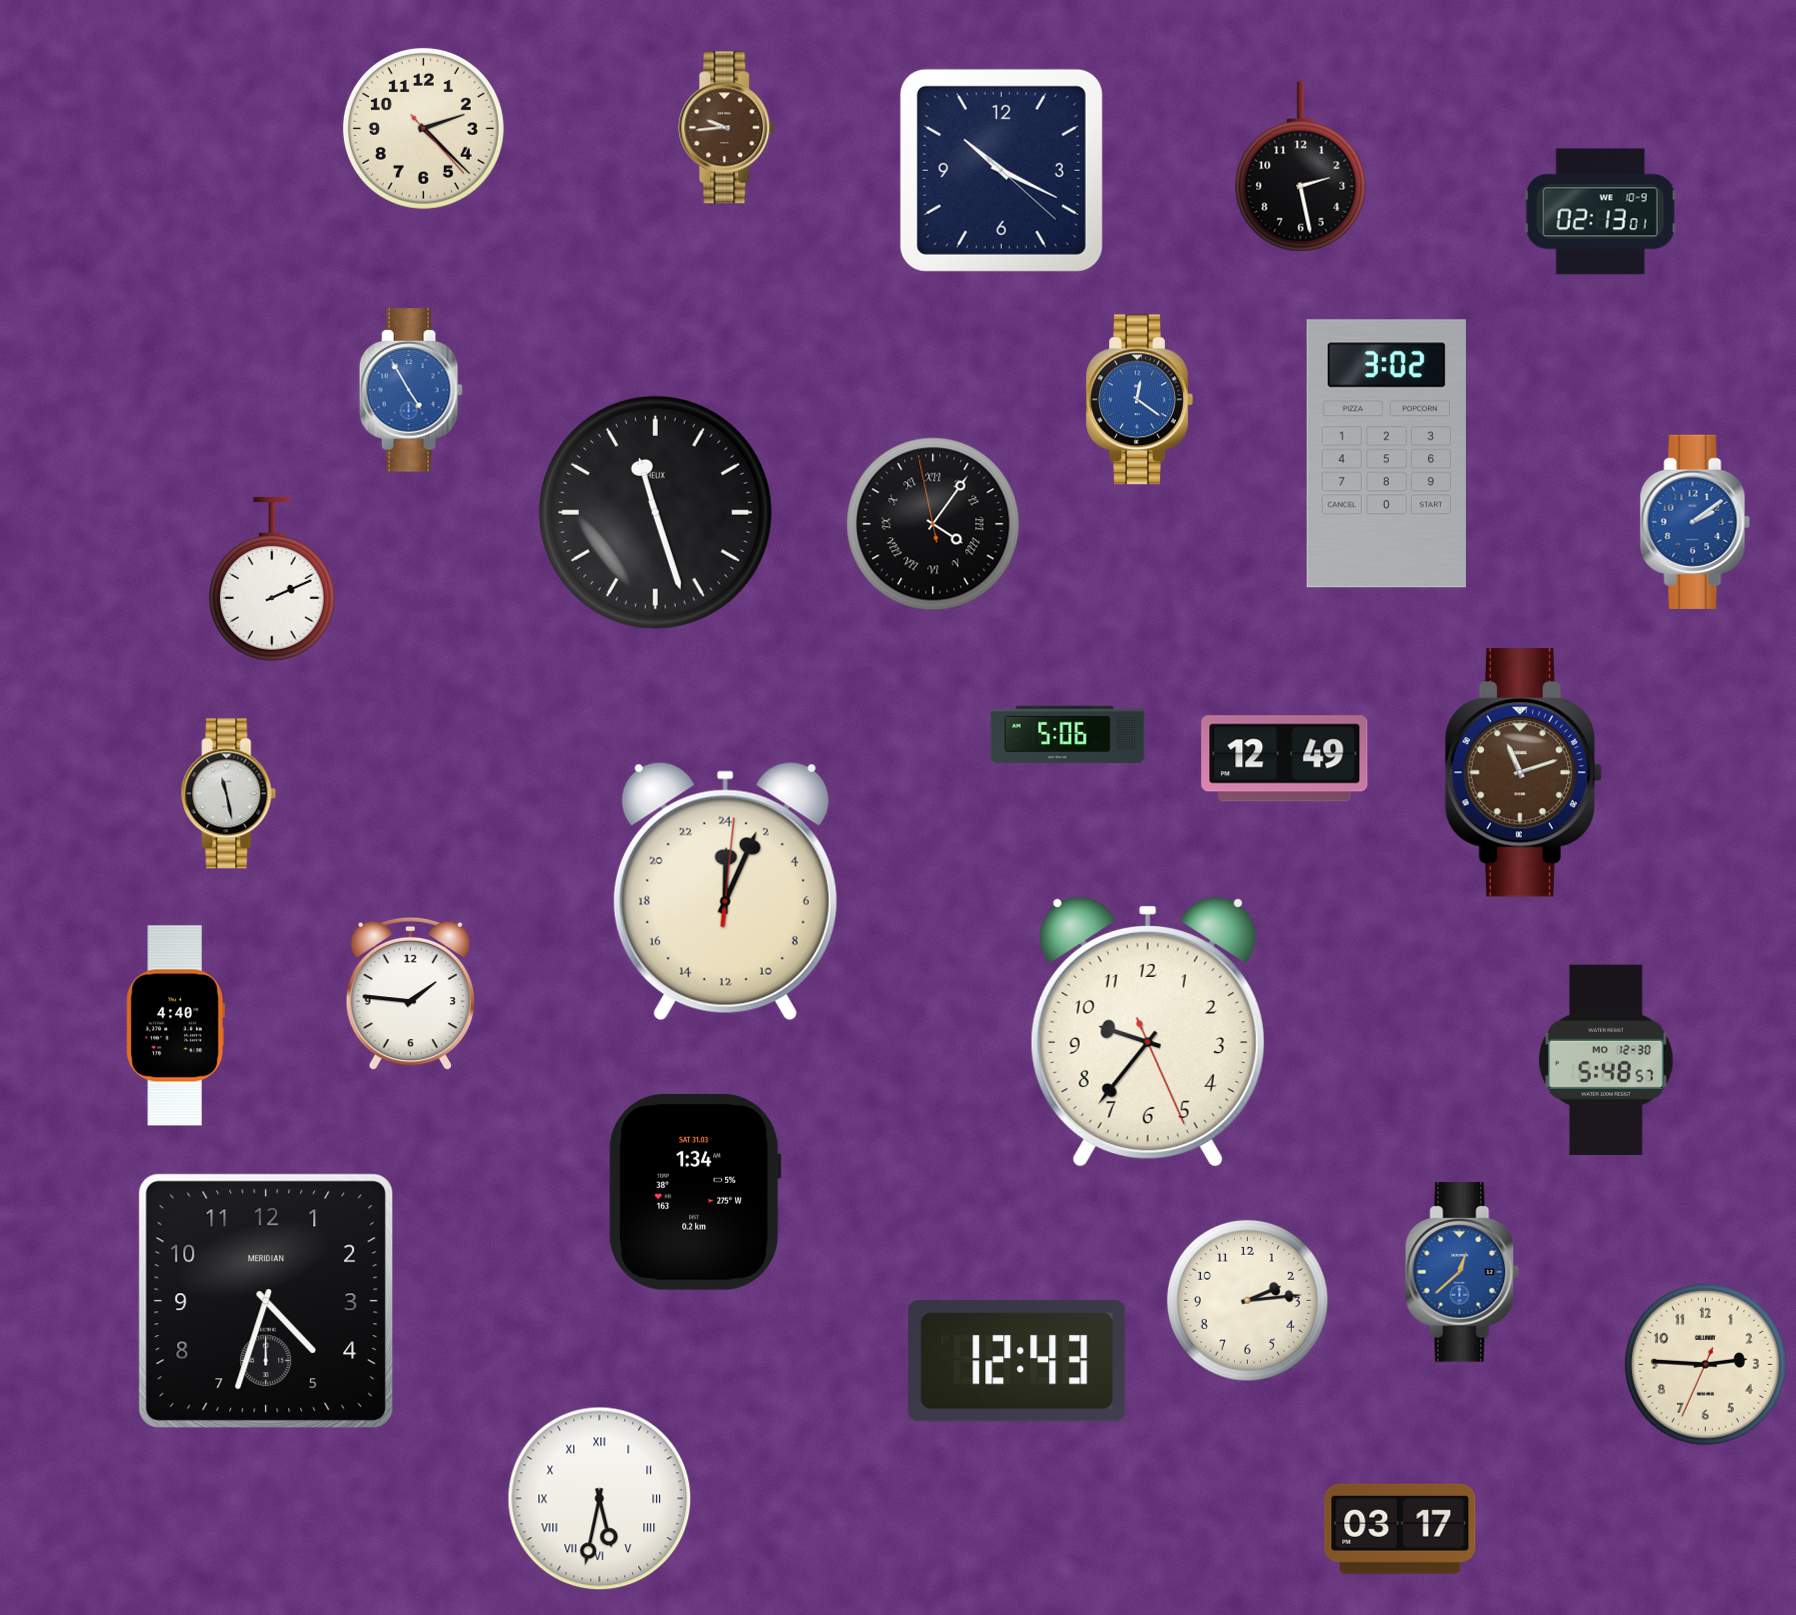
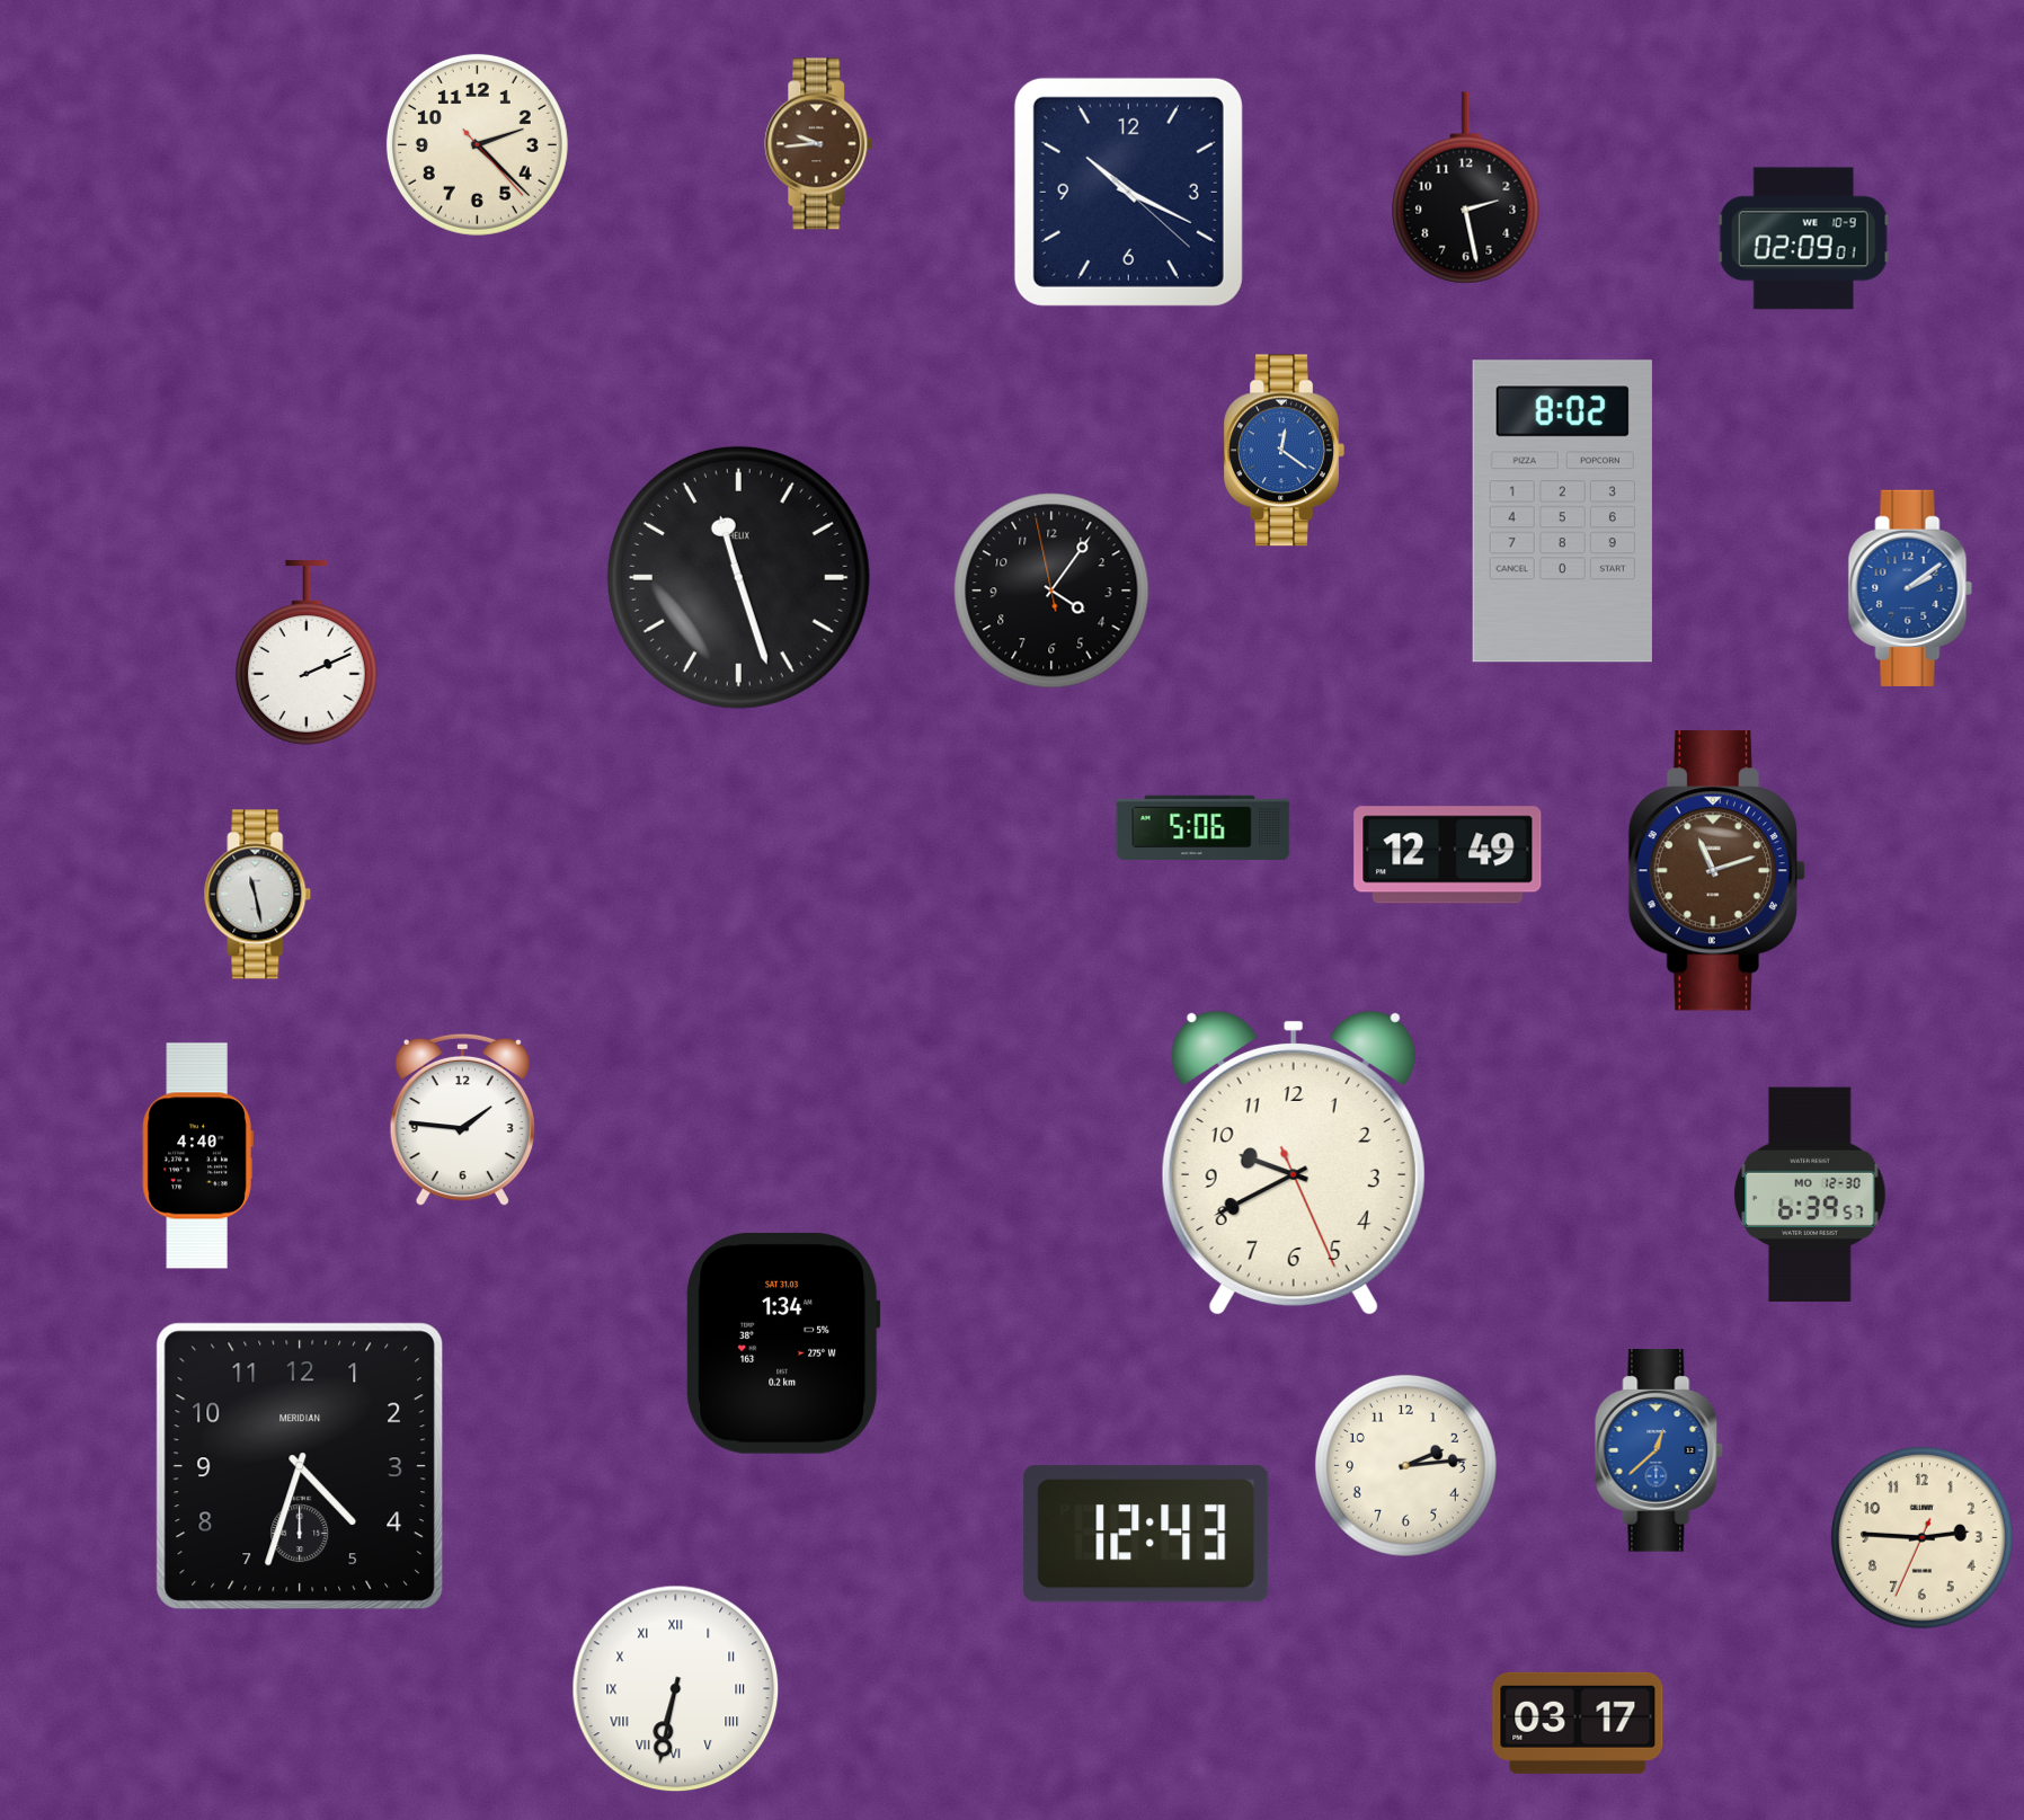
clock at (1600, 212): 02:13 -> 02:09
clock at (411, 390): 4:55 -> none
clock at (1386, 454): 3:02 -> 8:02
clock at (933, 524) numerals: Roman -> Arabic
clock at (725, 892): 0:04 -> none
clock at (1148, 1032): 9:36 -> 9:40
clock at (1606, 1060): 5:48 -> 6:39
clock at (1462, 1272) position: (1462, 1272) -> (1659, 1450)
clock at (600, 1499): 5:32 -> 6:32
